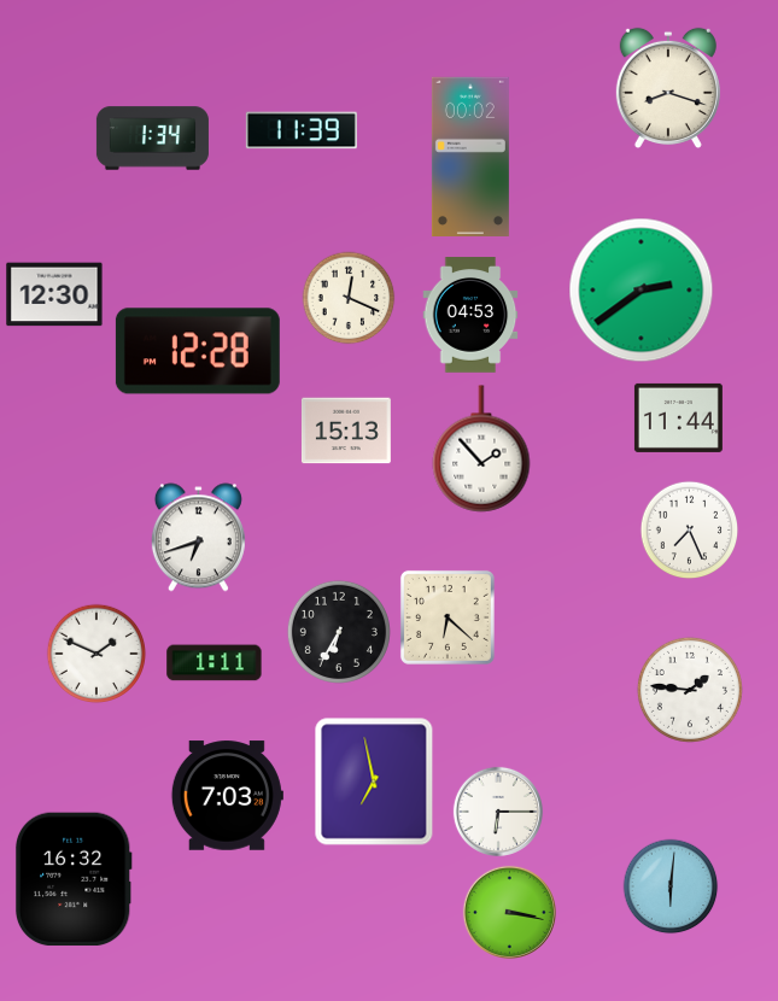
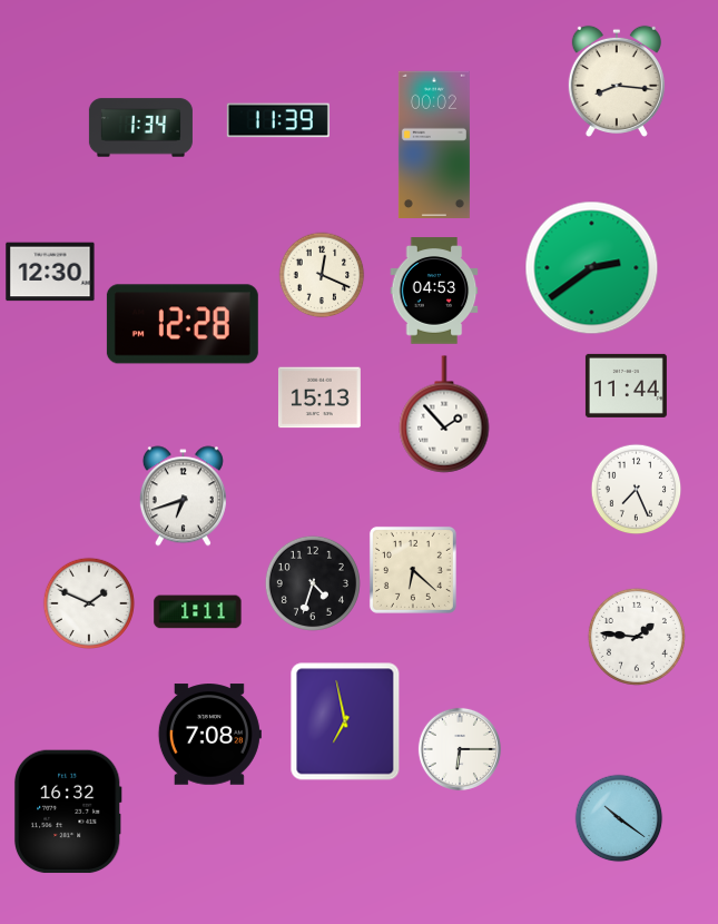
clock at (668, 87): 8:18 -> 8:16
clock at (339, 632): 6:35 -> 4:33
clock at (227, 796): 7:03 -> 7:08
clock at (671, 886): 6:01 -> 10:21
clock at (509, 912): 3:17 -> none
